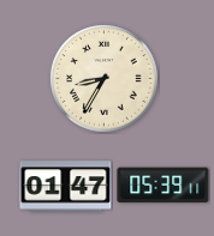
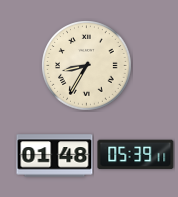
clock at (66, 187): 01:47 -> 01:48
